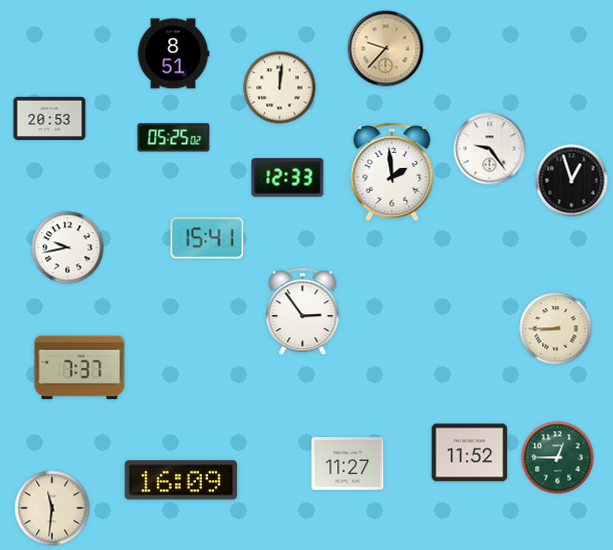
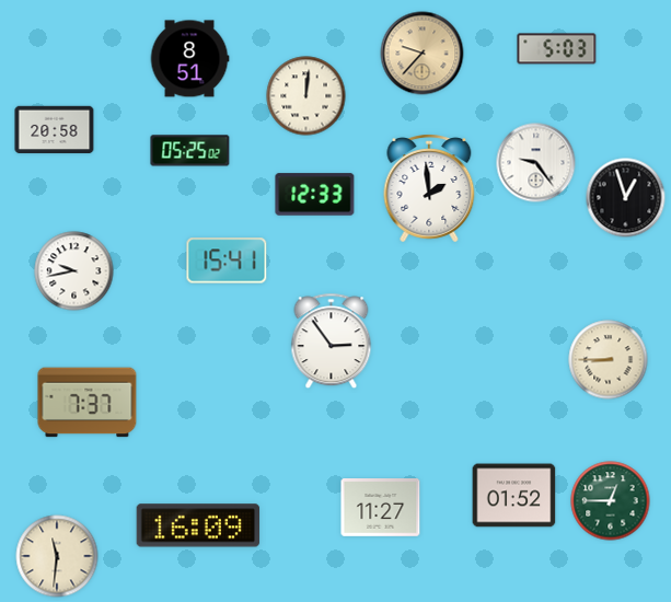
clock at (557, 49): none -> 5:03
clock at (50, 119): 20:53 -> 20:58
clock at (470, 453): 11:52 -> 01:52
